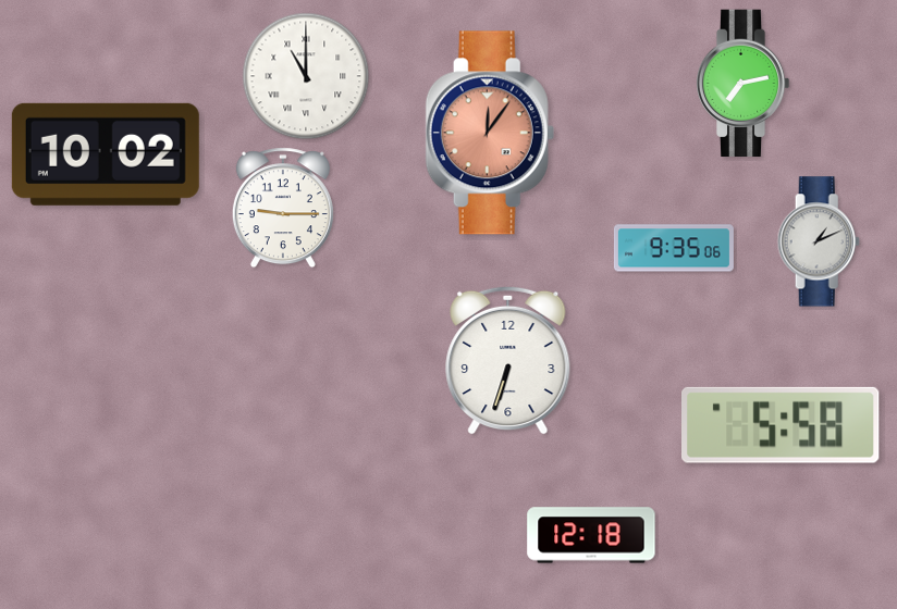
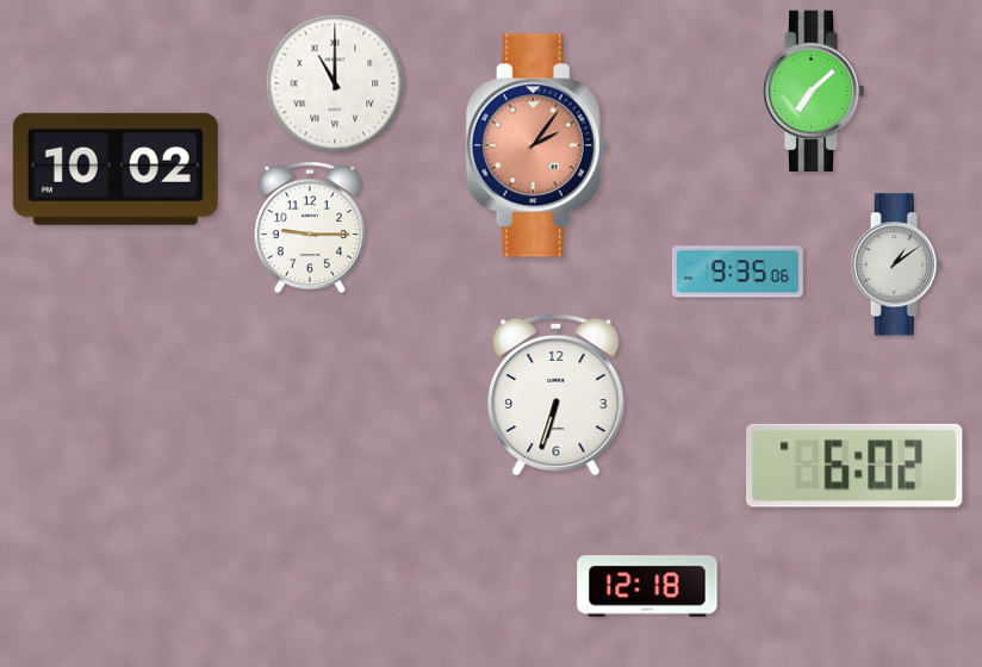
clock at (742, 84): 7:13 -> 7:08
clock at (490, 133): 12:06 -> 2:06
clock at (819, 241): 1:11 -> 1:09
clock at (782, 425): 5:58 -> 6:02
